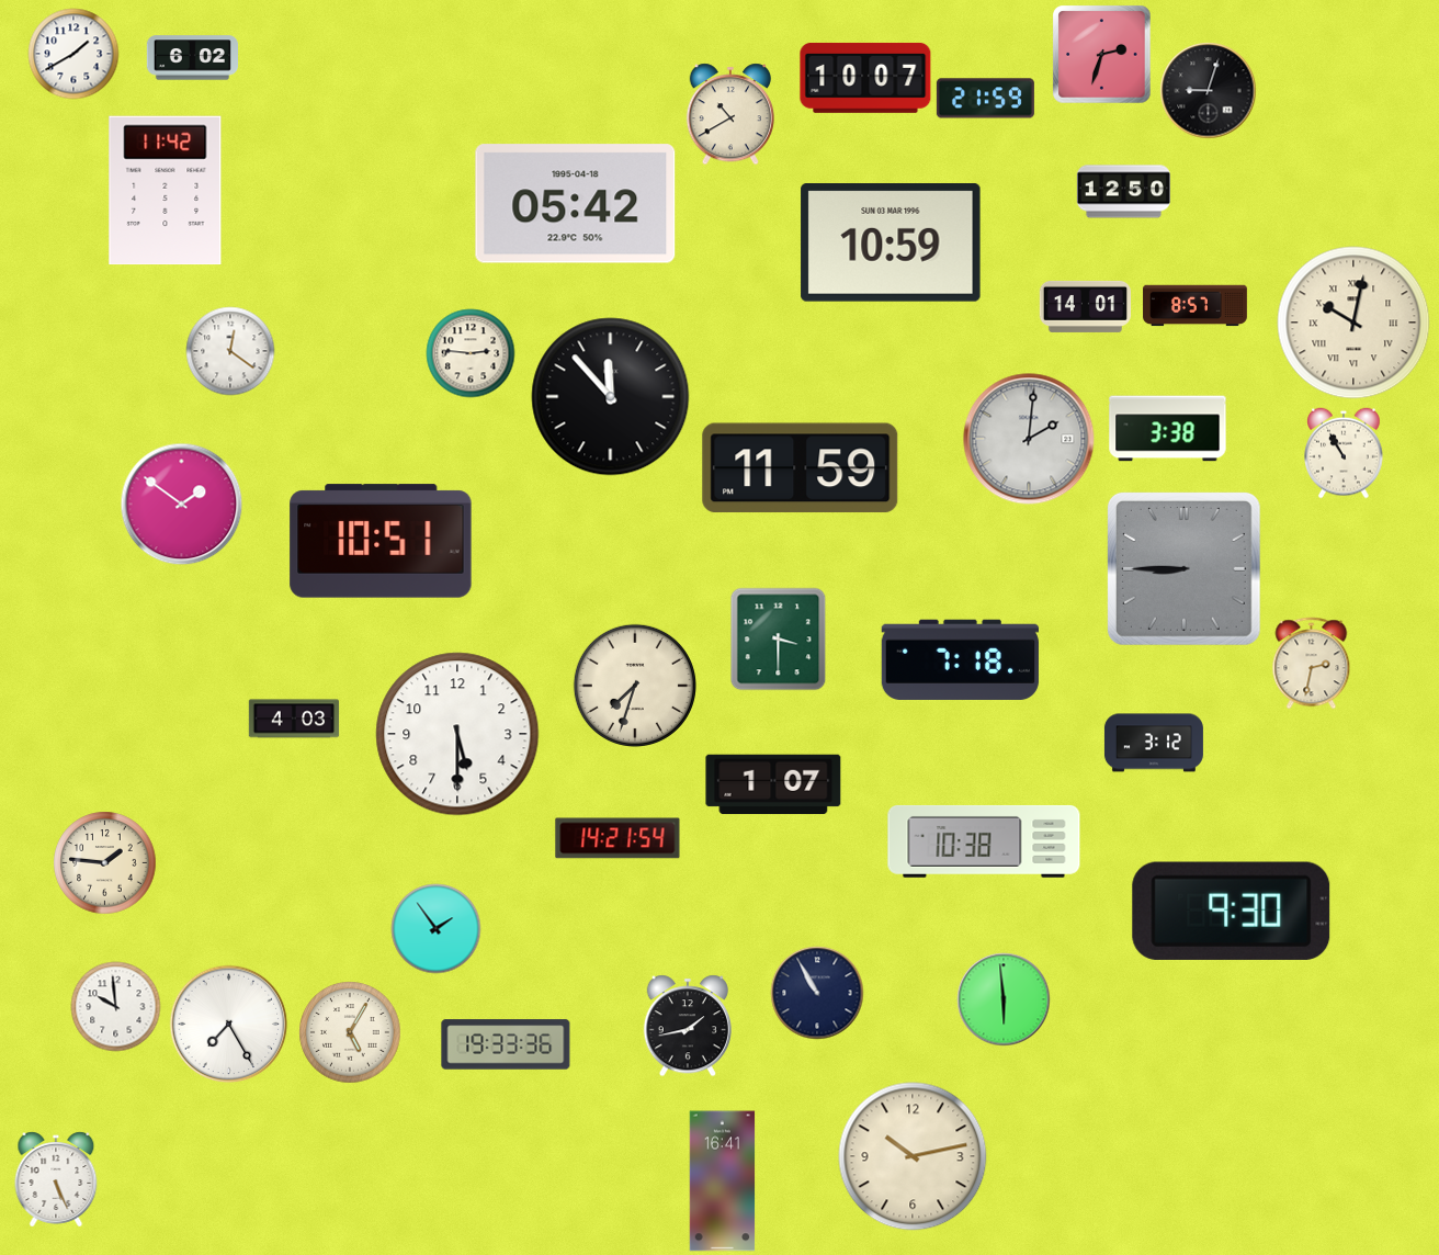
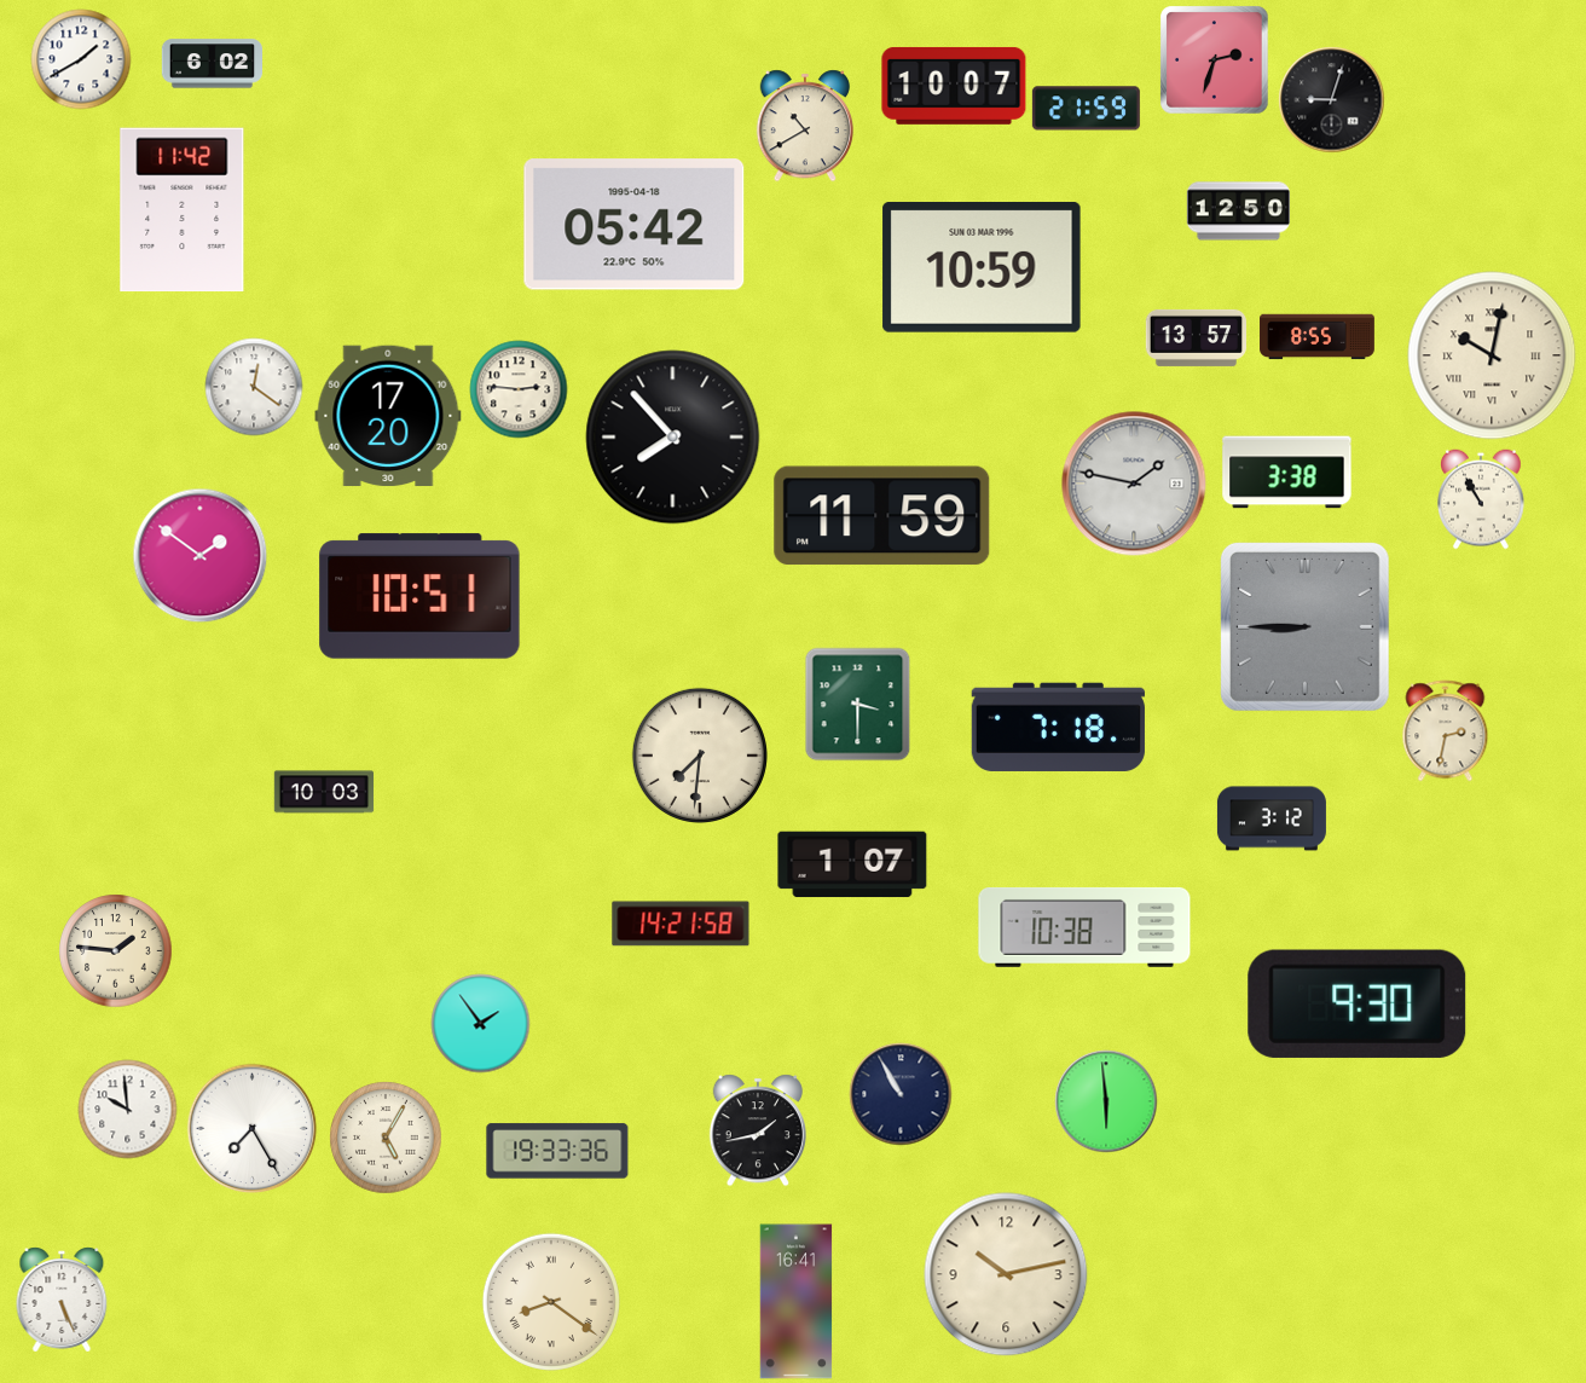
clock at (1085, 306): 14:01 -> 13:57
clock at (1196, 306): 8:57 -> 8:55
clock at (388, 416): none -> 17:20
clock at (611, 397): 11:53 -> 7:53
clock at (1029, 439): 2:01 -> 1:47
clock at (635, 686): 7:33 -> 7:31
clock at (294, 719): 4:03 -> 10:03
clock at (457, 734): 5:30 -> none
clock at (617, 838): 14:21:54 -> 14:21:58
clock at (550, 1301): none -> 8:21
